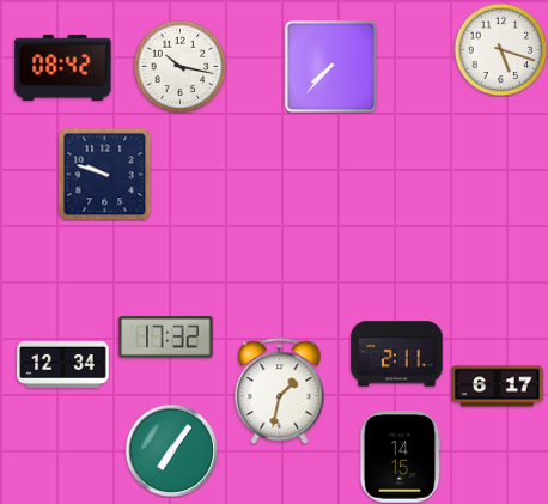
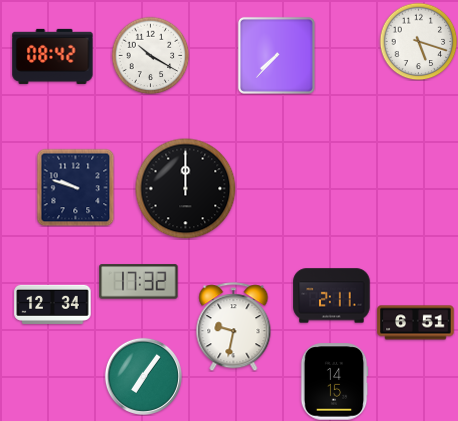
clock at (179, 66): 10:17 -> 10:20
clock at (104, 174) position: (104, 174) -> (75, 187)
clock at (186, 189): none -> 12:00
clock at (498, 387): 6:17 -> 6:51
clock at (280, 391): 1:32 -> 9:32
